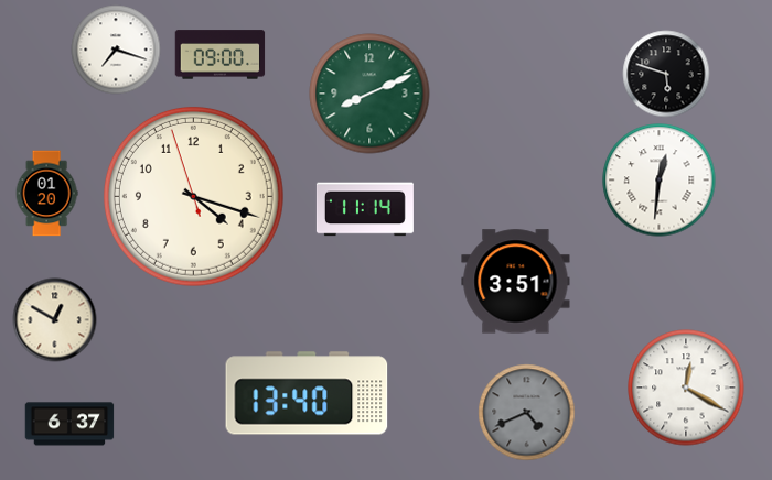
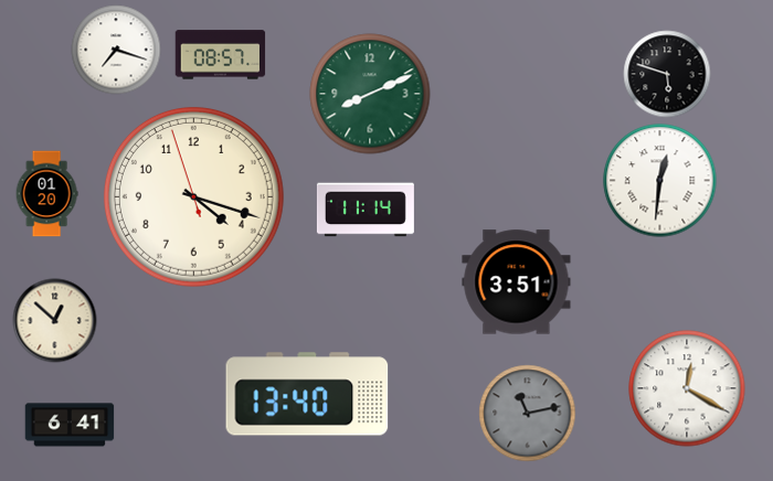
clock at (221, 55): 09:00 -> 08:57
clock at (55, 320): 12:50 -> 12:52
clock at (527, 413): 4:41 -> 11:13
clock at (69, 424): 6:37 -> 6:41
